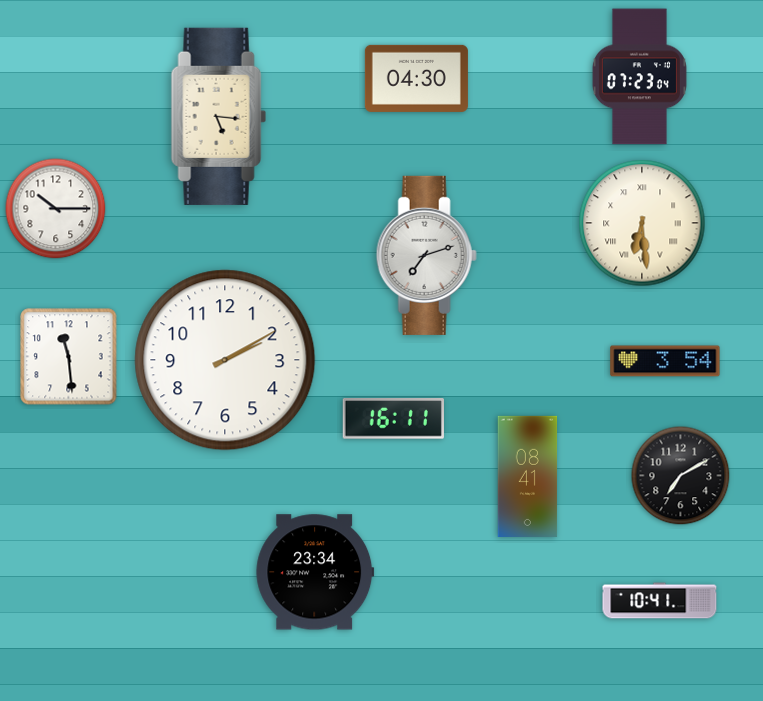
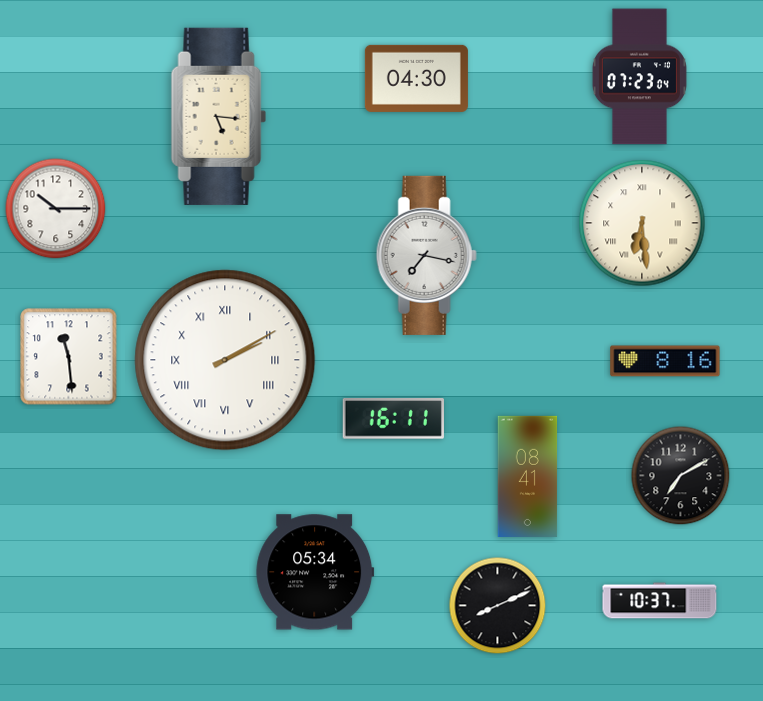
clock at (426, 255): 7:12 -> 7:17
clock at (225, 360) numerals: Arabic -> Roman
clock at (665, 361): 3:54 -> 8:16
clock at (315, 572): 23:34 -> 05:34
clock at (660, 601): 10:41 -> 10:37
clock at (498, 606): none -> 8:11
